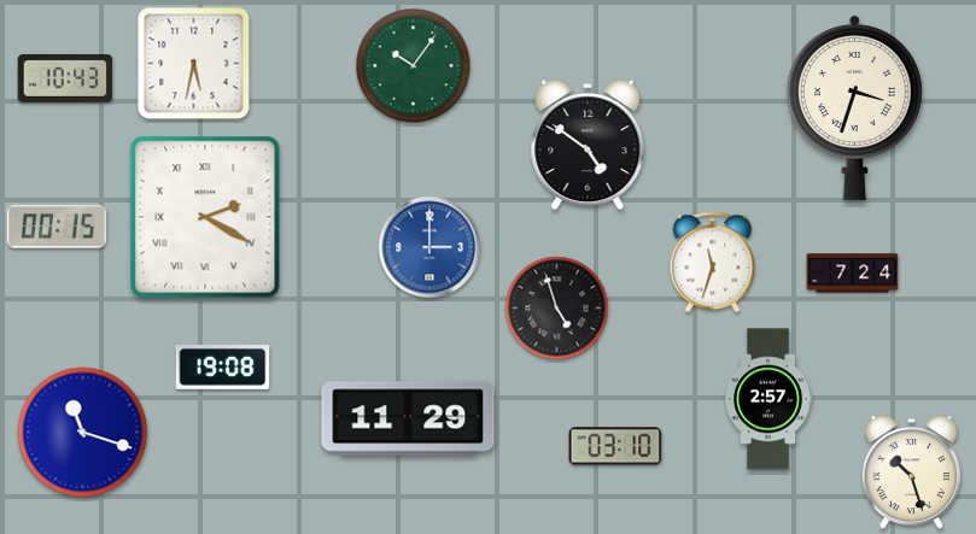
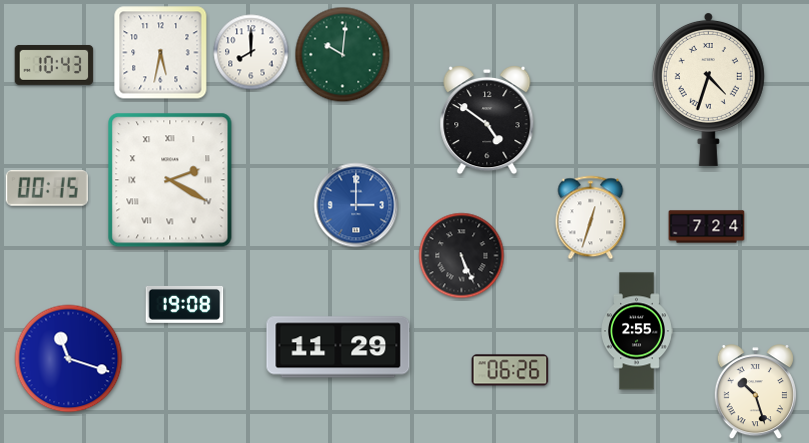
clock at (251, 52): none -> 8:00
clock at (414, 66): 10:06 -> 10:01
clock at (854, 108): 3:33 -> 4:33
clock at (713, 263): 11:33 -> 12:33
clock at (557, 309): 4:57 -> 5:26
clock at (768, 399): 2:57 -> 2:55
clock at (615, 446): 03:10 -> 06:26
